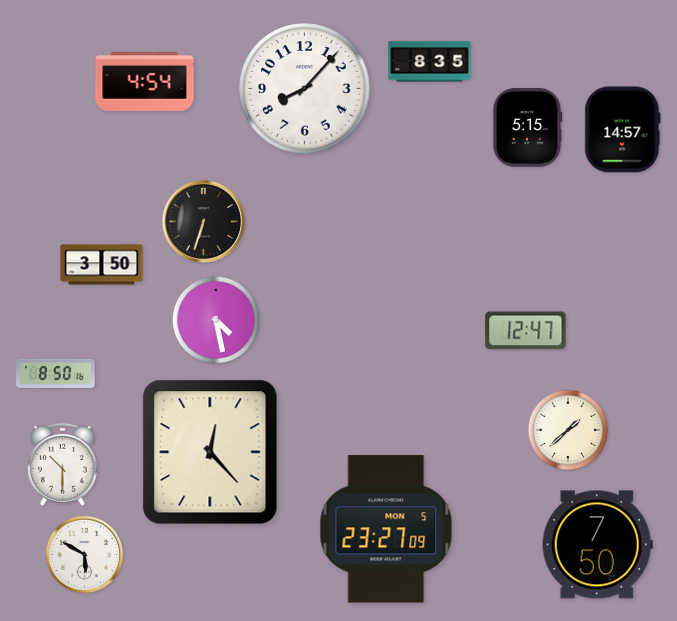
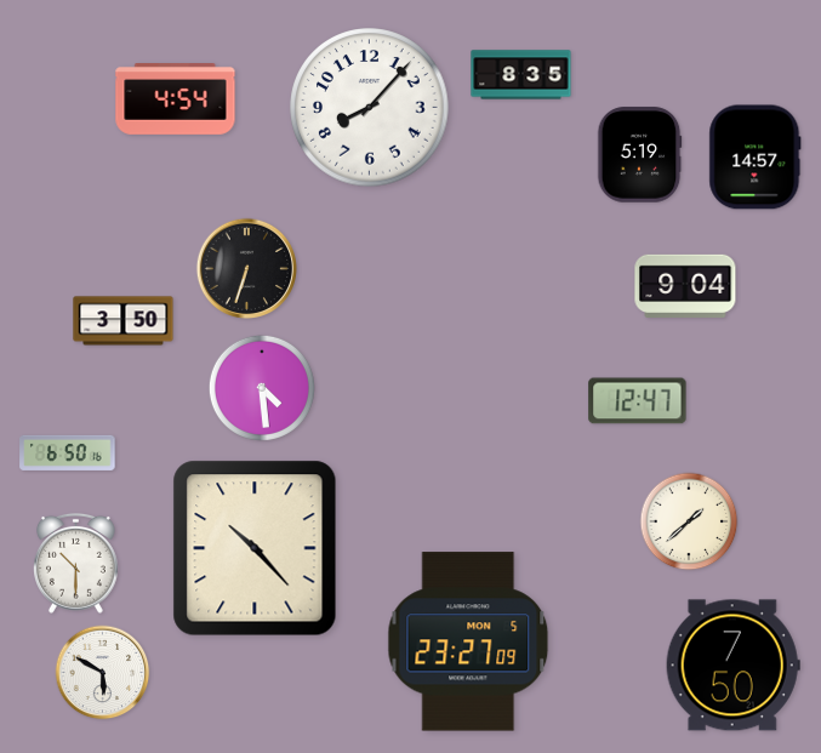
clock at (527, 128): 5:15 -> 5:19
clock at (685, 286): none -> 9:04
clock at (216, 320): 4:28 -> 4:29
clock at (56, 373): 8:50 -> 6:50
clock at (210, 452): 12:23 -> 10:23
clock at (597, 545) position: (597, 545) -> (732, 666)
